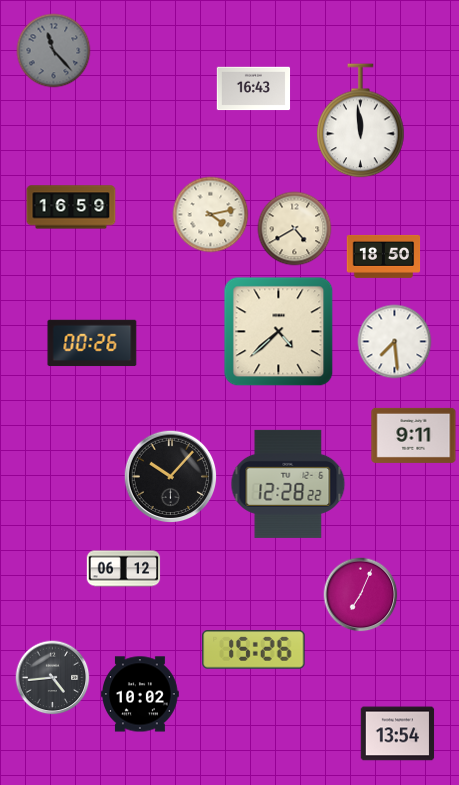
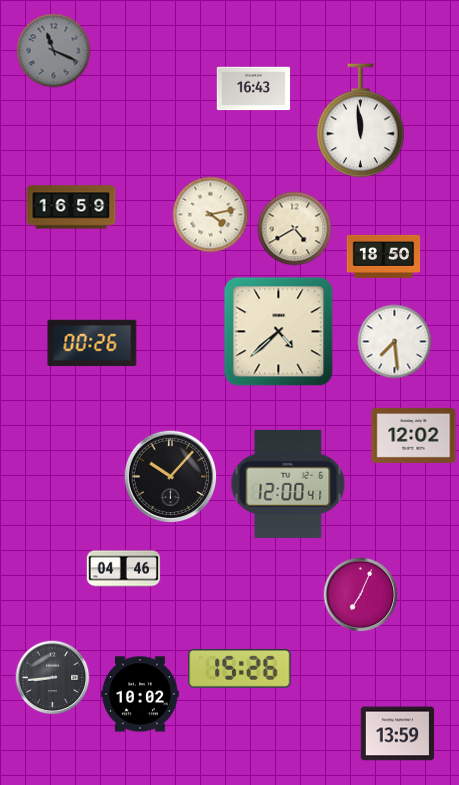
clock at (54, 51): 11:23 -> 11:19
clock at (414, 435): 9:11 -> 12:02
clock at (288, 484): 12:28 -> 12:00
clock at (124, 569): 06:12 -> 04:46
clock at (254, 650) position: (254, 650) -> (240, 669)
clock at (53, 678): 4:44 -> 8:44
clock at (398, 734): 13:54 -> 13:59
